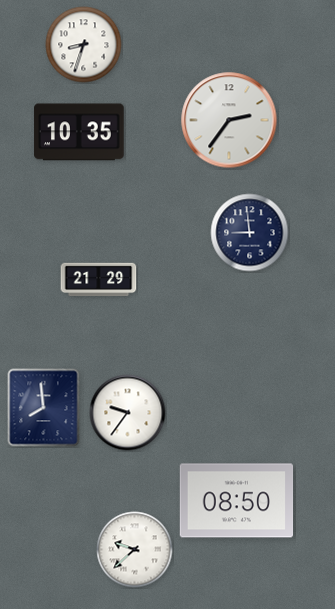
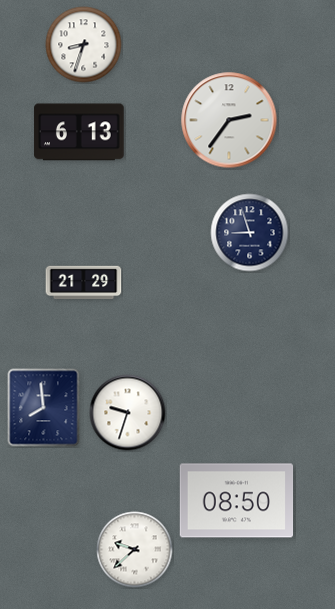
clock at (79, 132): 10:35 -> 6:13
clock at (250, 233): 8:59 -> 8:57
clock at (99, 280) position: (99, 280) -> (84, 283)
clock at (128, 413): 9:36 -> 9:33
